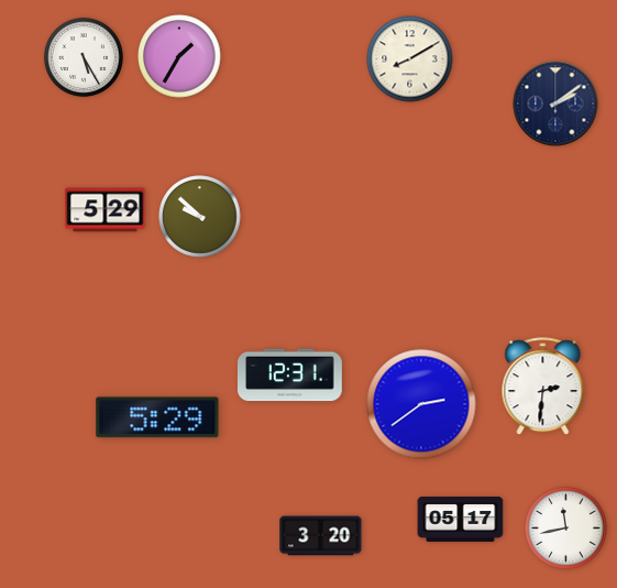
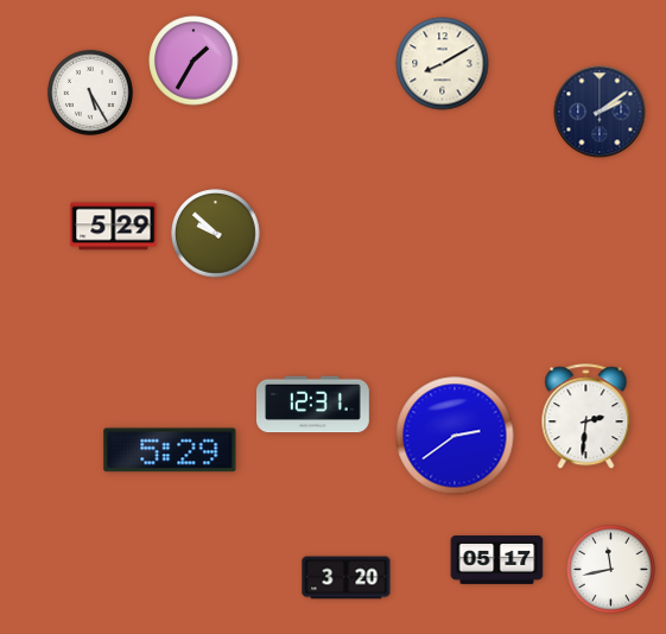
clock at (84, 57) position: (84, 57) -> (90, 93)
